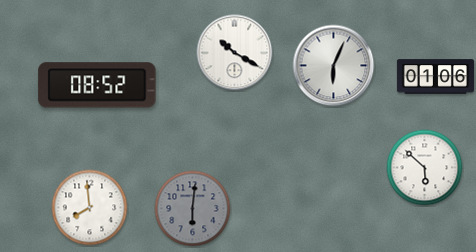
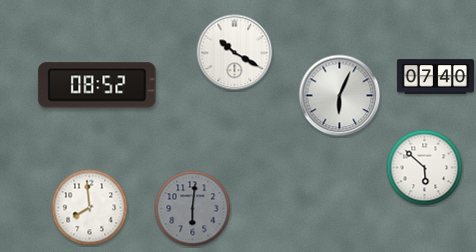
clock at (334, 66) position: (334, 66) -> (340, 96)
clock at (435, 77): 01:06 -> 07:40
